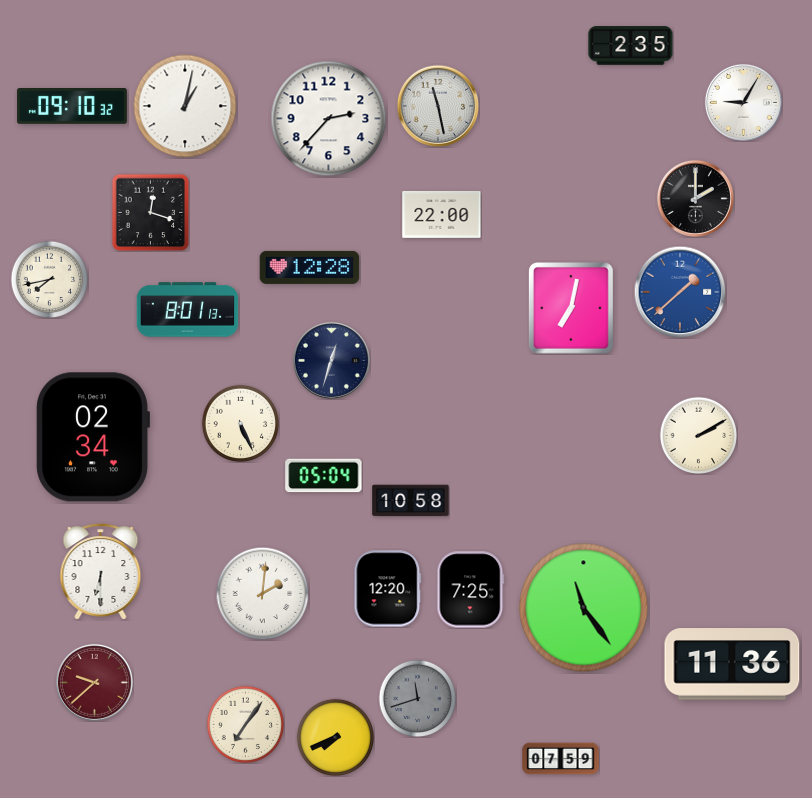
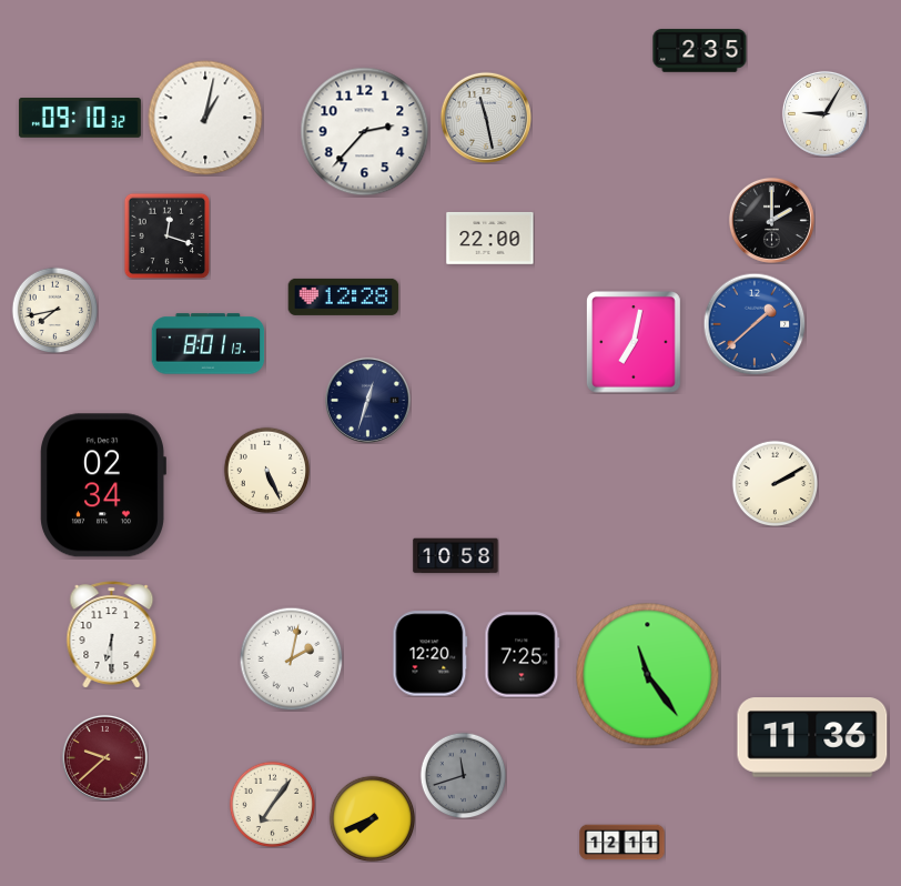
clock at (324, 476): 05:04 -> none
clock at (262, 593): 2:01 -> 2:02
clock at (561, 759): 07:59 -> 12:11
